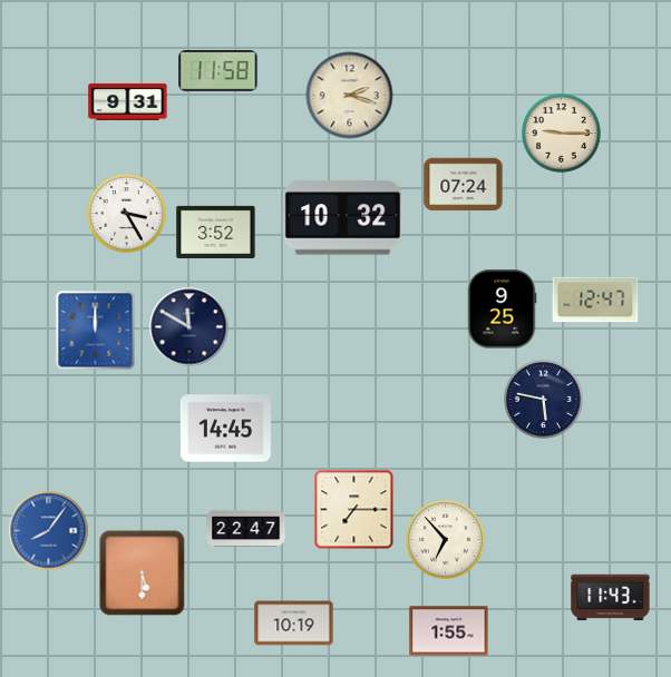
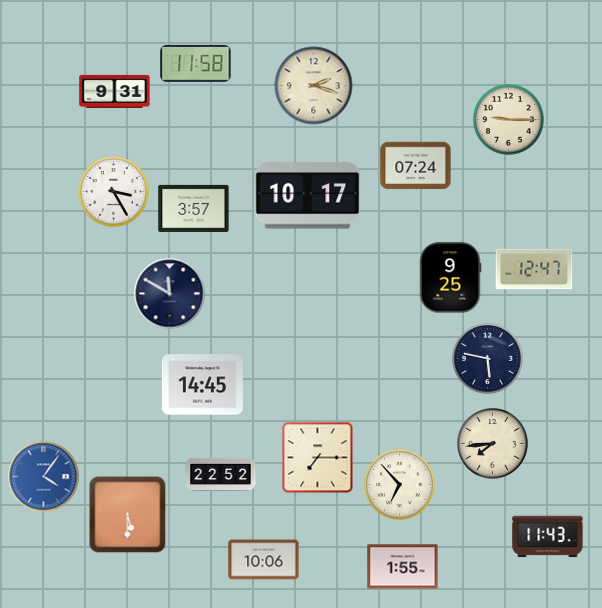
clock at (562, 134) position: (562, 134) -> (509, 120)
clock at (343, 218): 10:32 -> 10:17
clock at (216, 232): 3:52 -> 3:57
clock at (96, 331): 12:00 -> none
clock at (493, 444): none -> 7:44
clock at (246, 528): 22:47 -> 22:52
clock at (49, 531): 8:06 -> 4:06
clock at (294, 624): 10:19 -> 10:06
